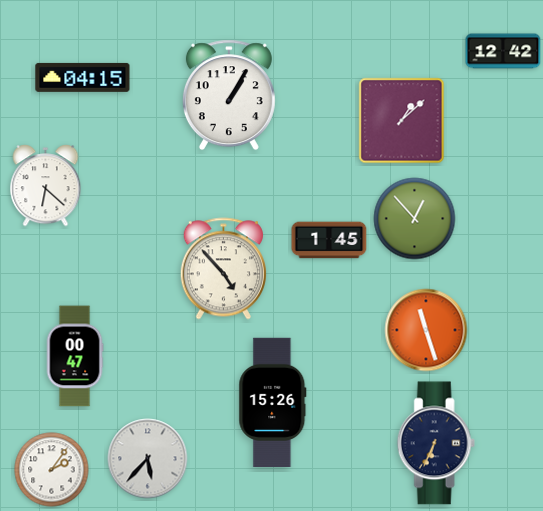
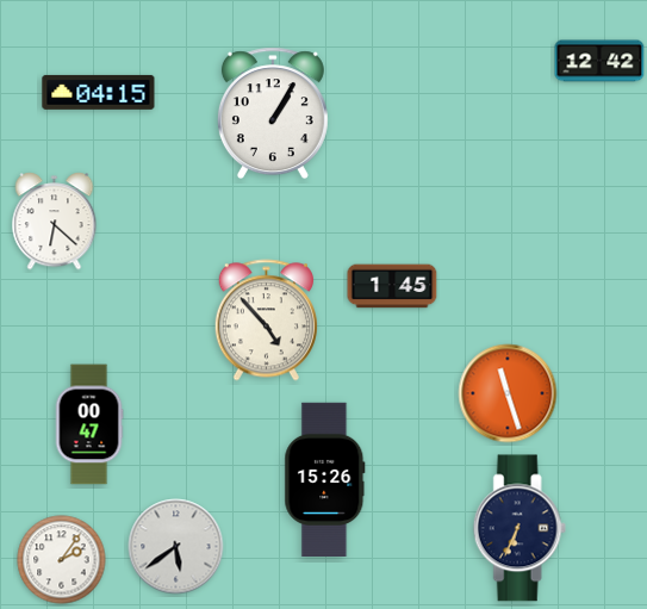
clock at (402, 121): 1:08 -> none
clock at (415, 219): 12:53 -> none
clock at (148, 459): 5:37 -> 5:39
